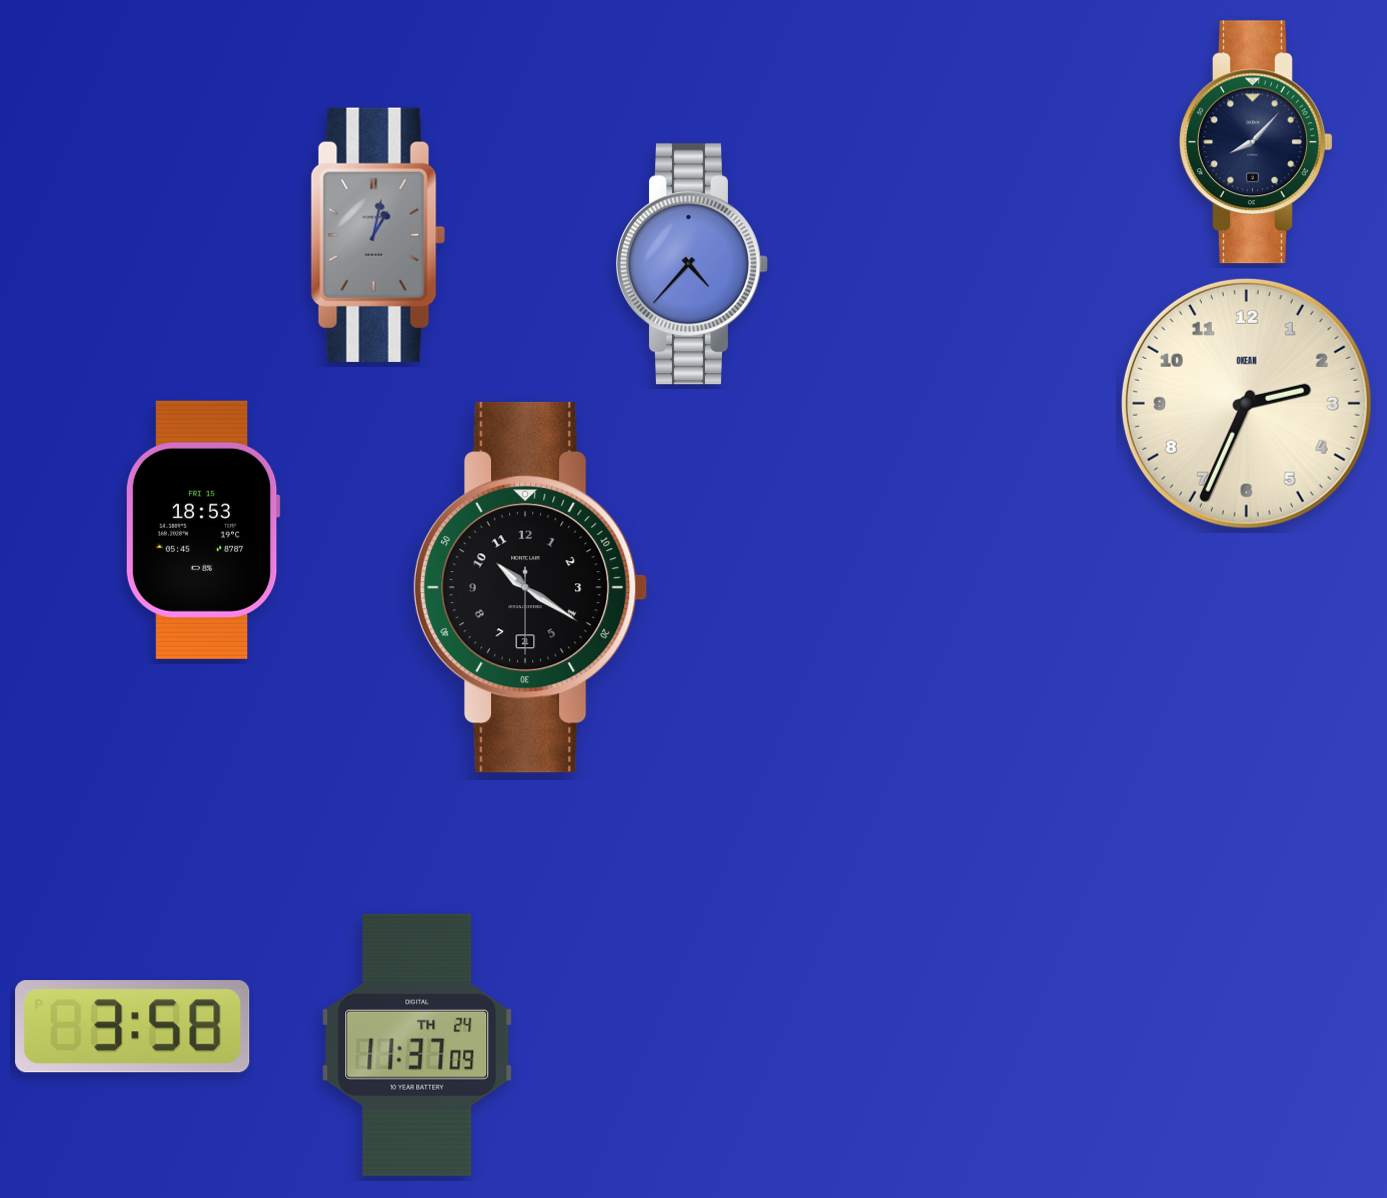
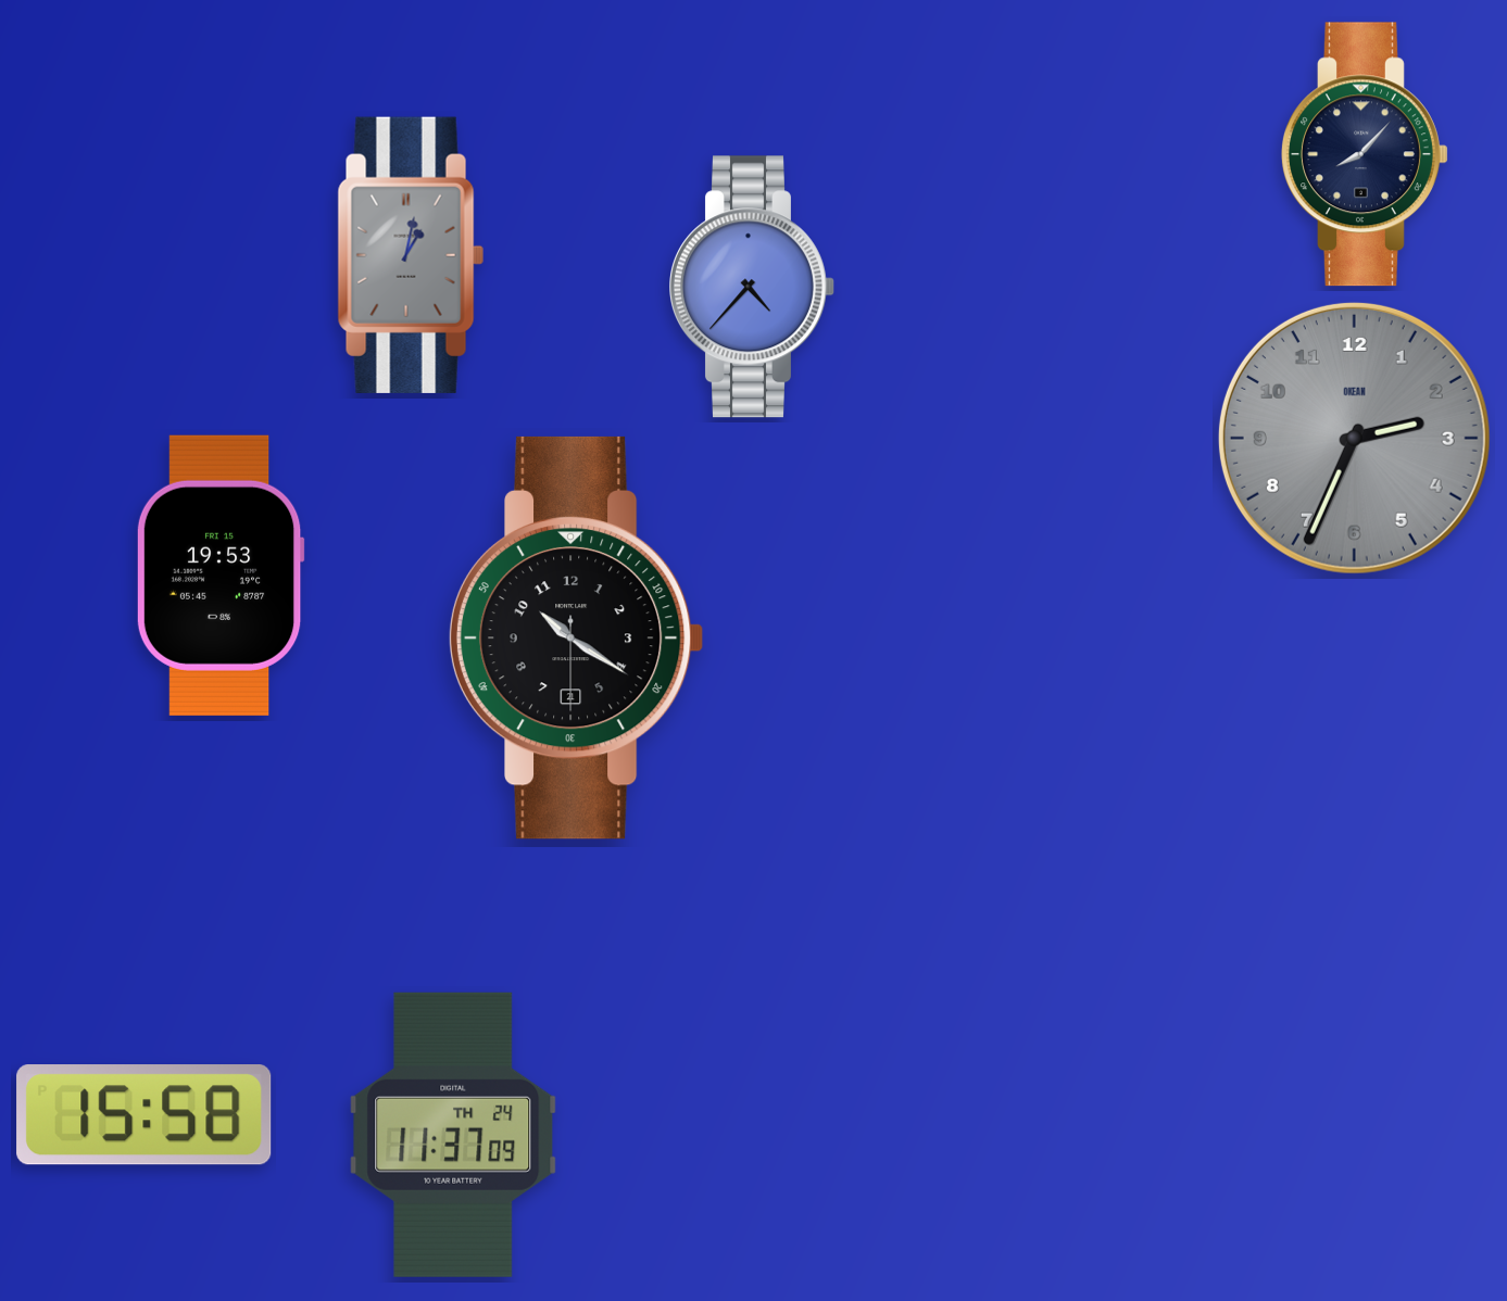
clock at (1246, 403) dial: cream -> grey
clock at (203, 530): 18:53 -> 19:53
clock at (133, 1027): 3:58 -> 15:58
